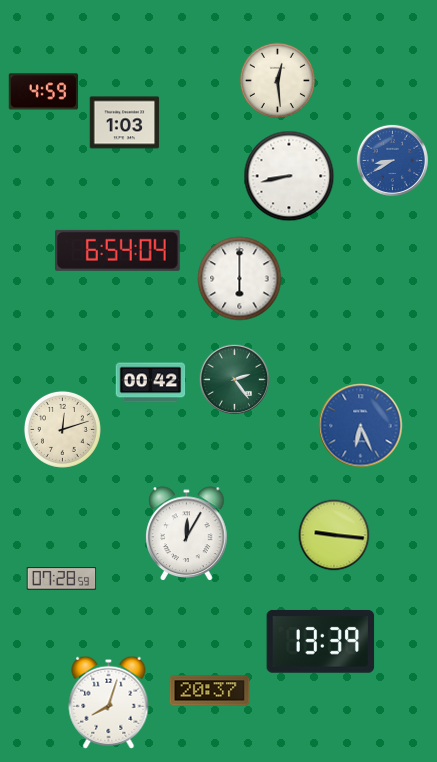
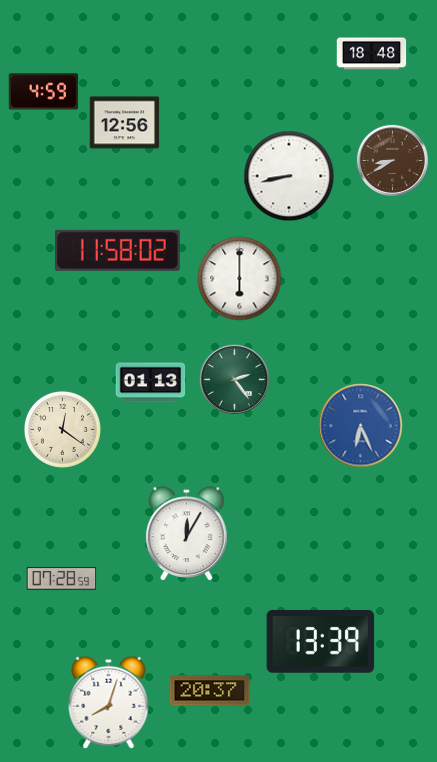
clock at (372, 54): none -> 18:48
clock at (277, 80): 12:29 -> none
clock at (125, 123): 1:03 -> 12:56
clock at (392, 160) dial: blue -> brown
clock at (117, 250): 6:54 -> 11:58
clock at (151, 383): 00:42 -> 01:13
clock at (62, 429): 12:12 -> 12:21
clock at (334, 535): 9:16 -> none
